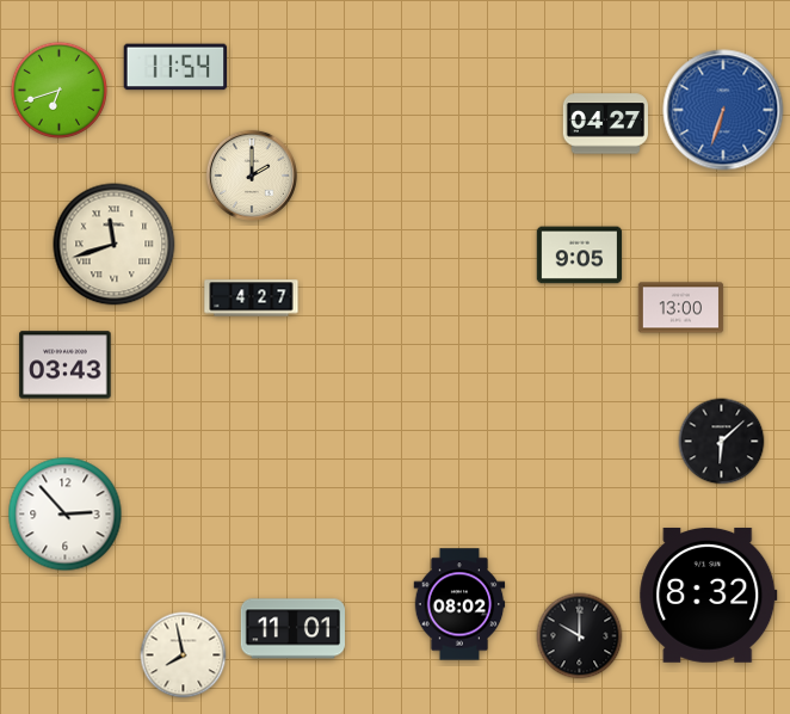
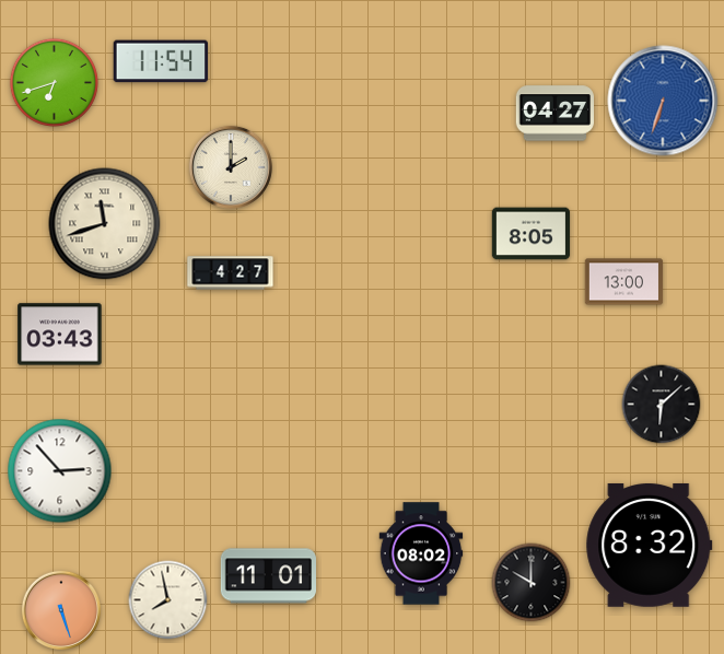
clock at (252, 176) position: (252, 176) -> (231, 167)
clock at (580, 256): 9:05 -> 8:05
clock at (61, 610): none -> 5:27
